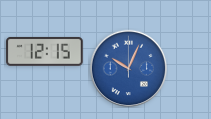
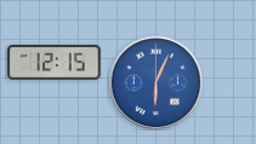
clock at (128, 68): 10:04 -> 6:04
